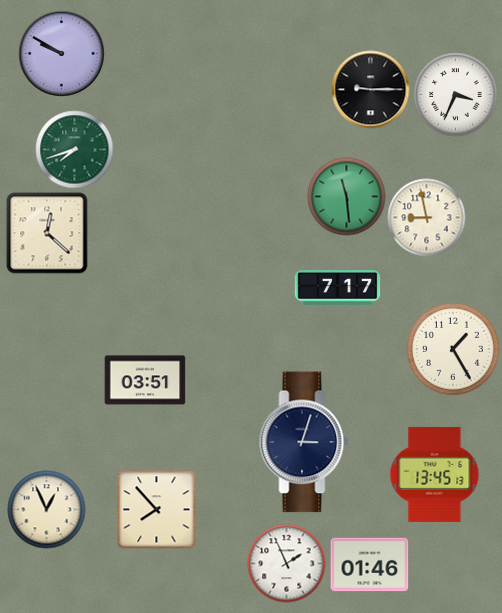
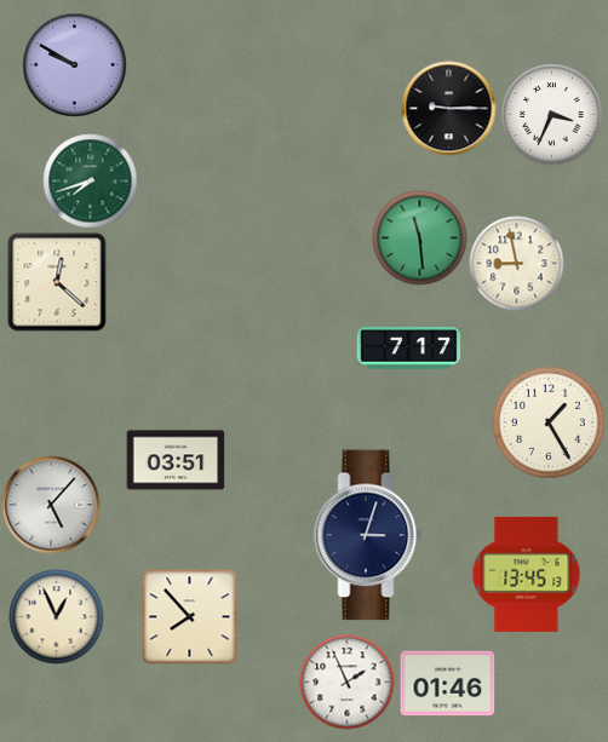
clock at (51, 505): none -> 5:07
